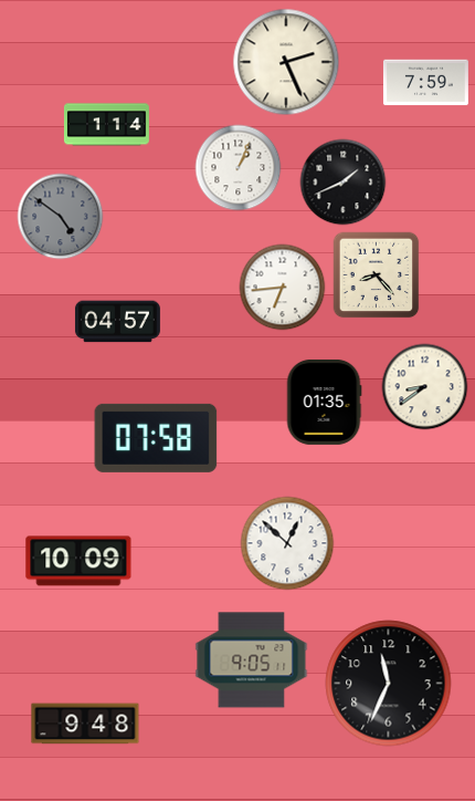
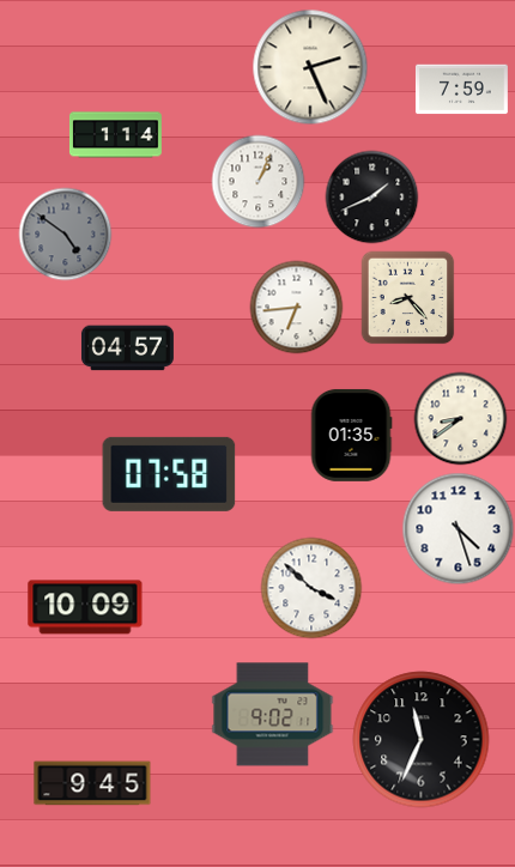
clock at (282, 287) position: (282, 287) -> (296, 307)
clock at (458, 528): none -> 4:27
clock at (287, 543): 12:52 -> 3:52
clock at (252, 660): 9:05 -> 9:02
clock at (85, 724): 9:48 -> 9:45
